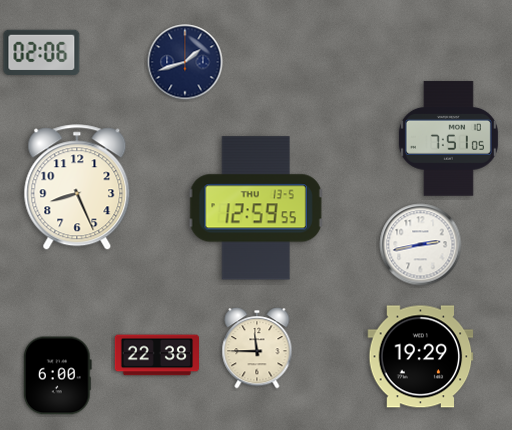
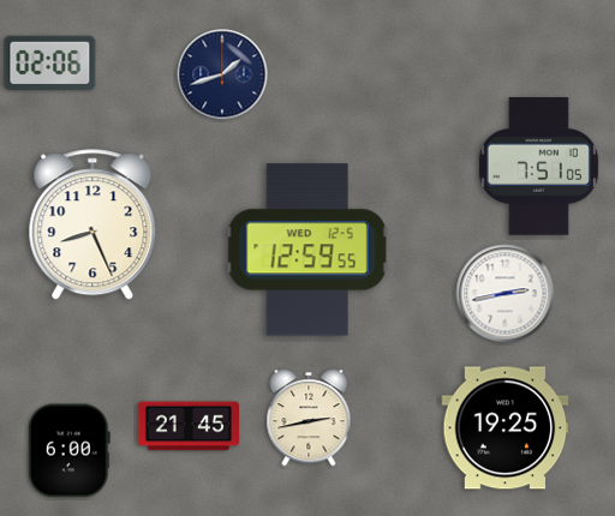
clock at (256, 208) date: THU 13-5 -> WED 12-5
clock at (257, 348): 11:45 -> 2:43
clock at (156, 355): 22:38 -> 21:45
clock at (421, 357): 19:29 -> 19:25
